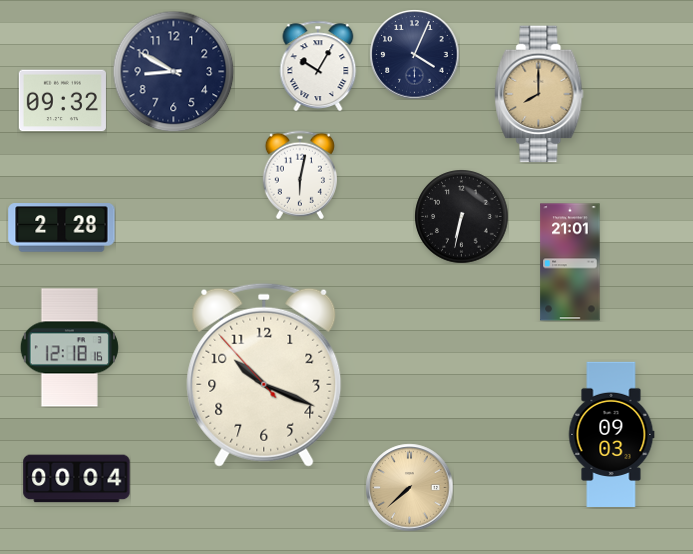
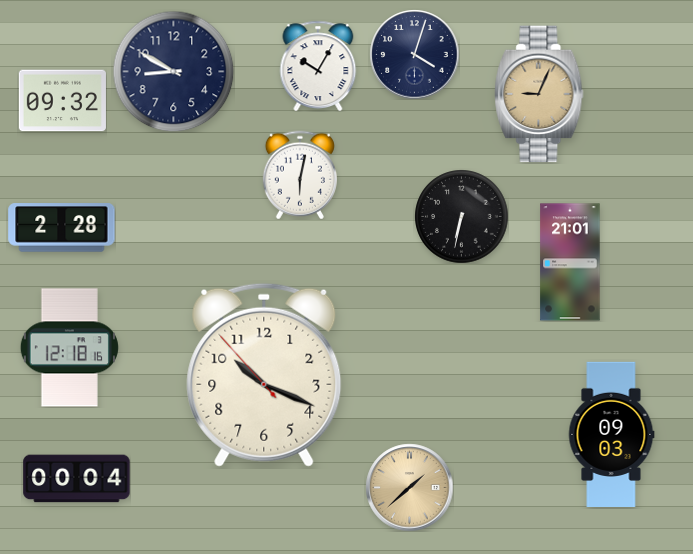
clock at (414, 54): 4:04 -> 4:03
clock at (539, 94): 8:00 -> 9:04
clock at (409, 487): 7:38 -> 1:38
